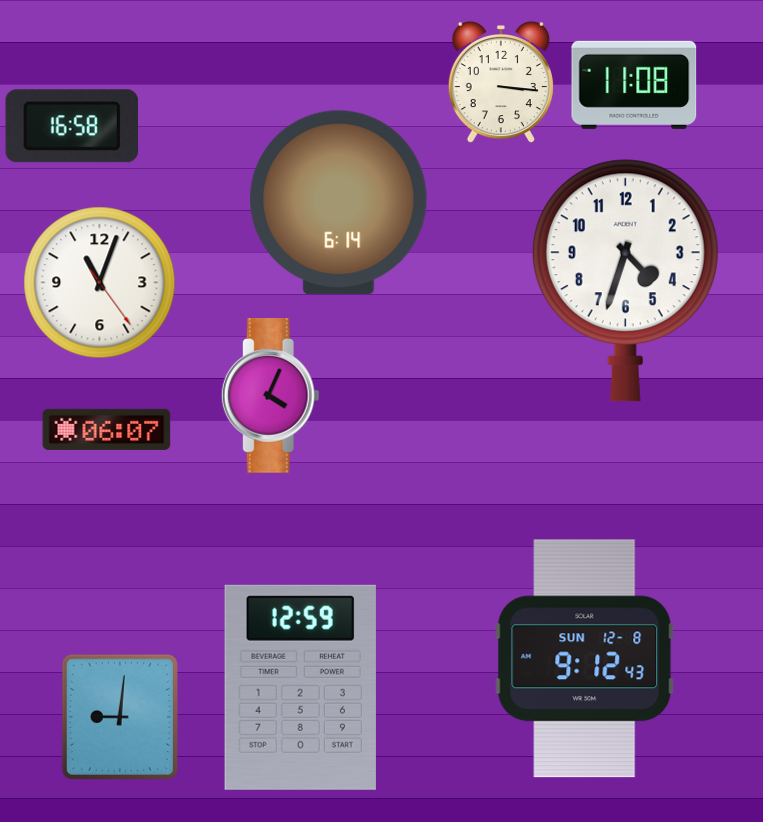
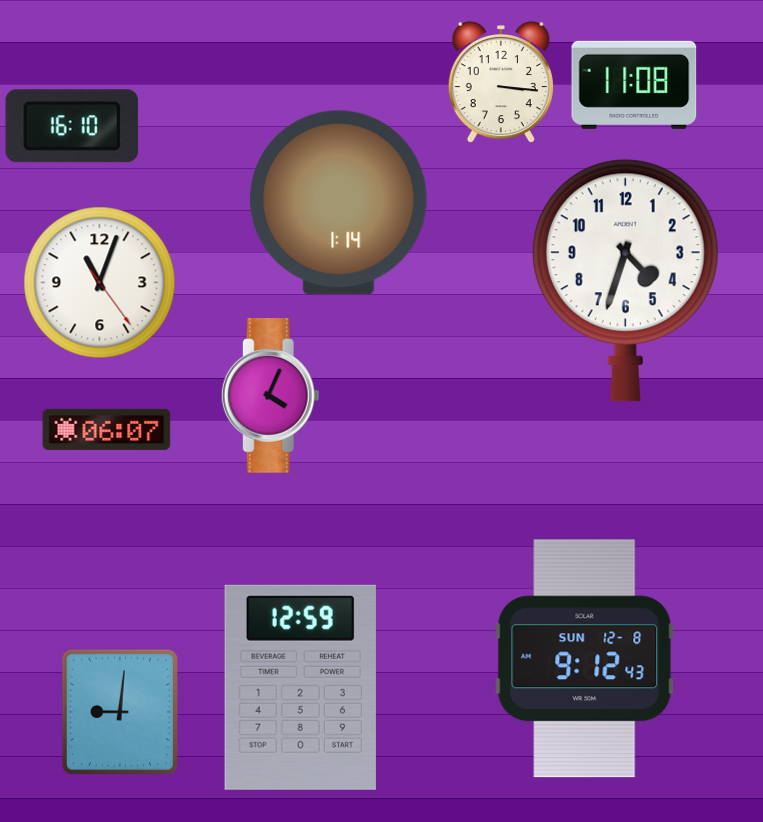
clock at (72, 126): 16:58 -> 16:10
clock at (339, 203): 6:14 -> 1:14
clock at (120, 717) position: (120, 717) -> (120, 712)
